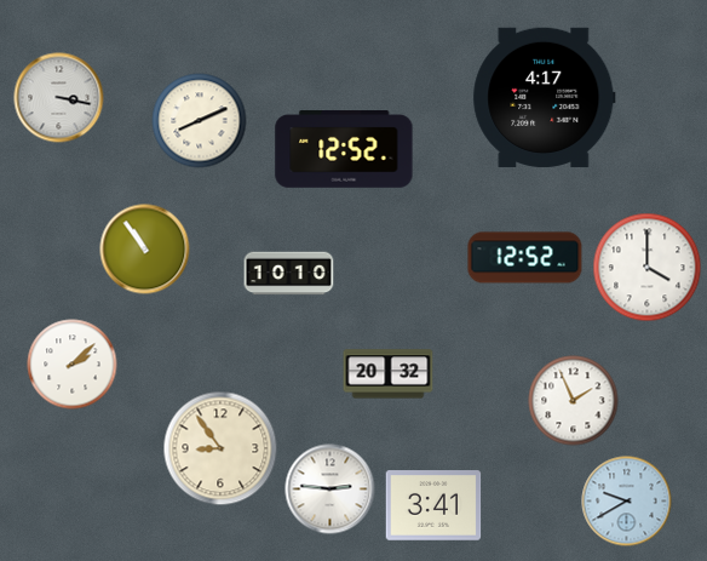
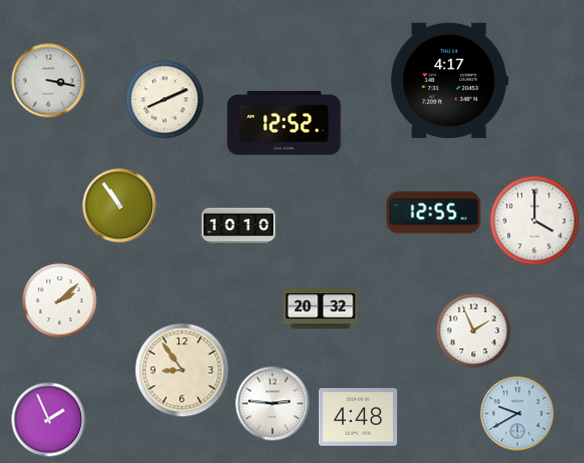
clock at (525, 258): 12:52 -> 12:55
clock at (433, 505): 3:41 -> 4:48
clock at (49, 420): none -> 1:56
